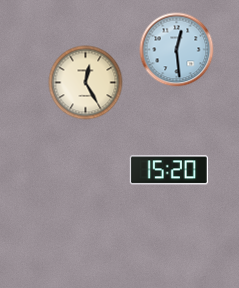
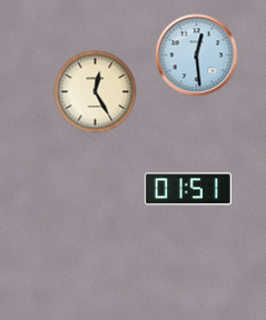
clock at (169, 170): 15:20 -> 01:51
